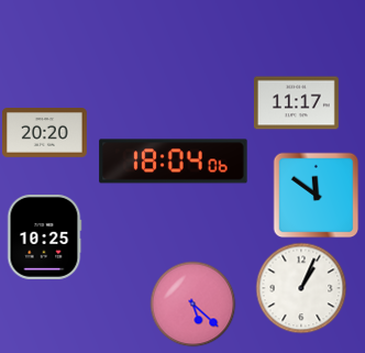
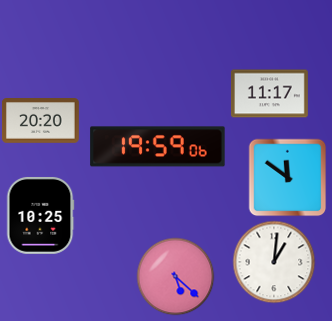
clock at (174, 162): 18:04 -> 19:59
clock at (301, 288): 1:04 -> 1:01
